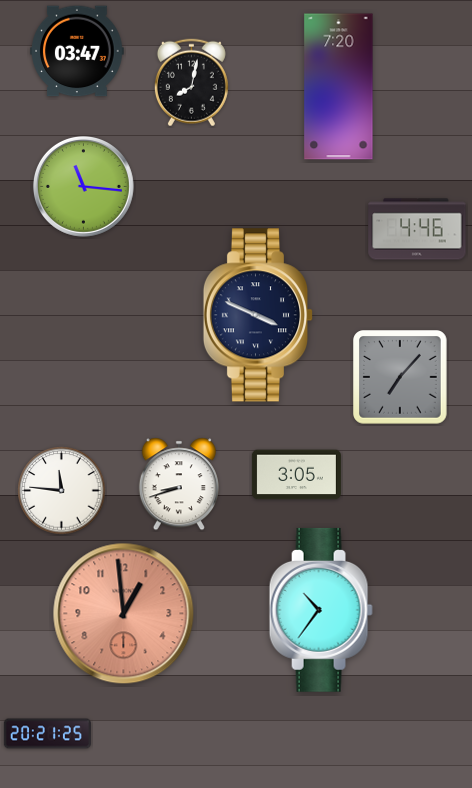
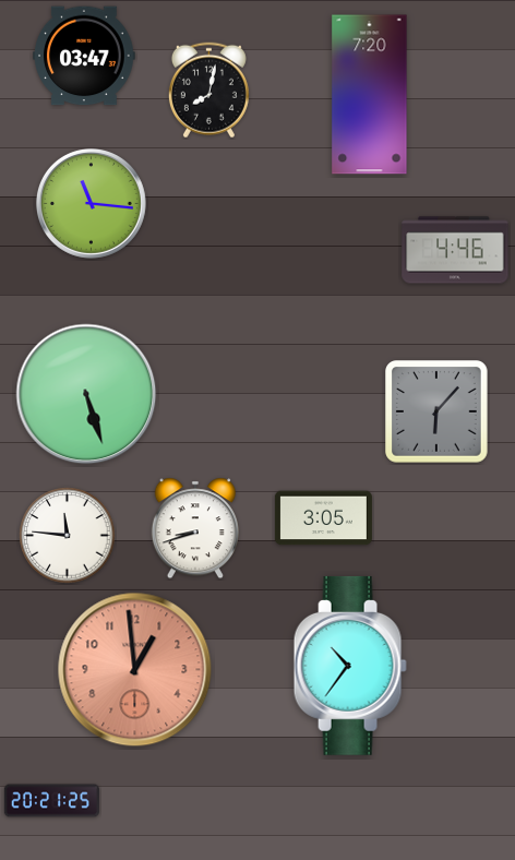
clock at (258, 315): 3:49 -> none
clock at (86, 394): none -> 5:27
clock at (401, 378): 7:07 -> 6:07
